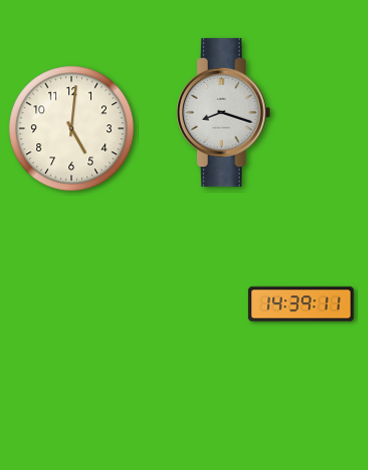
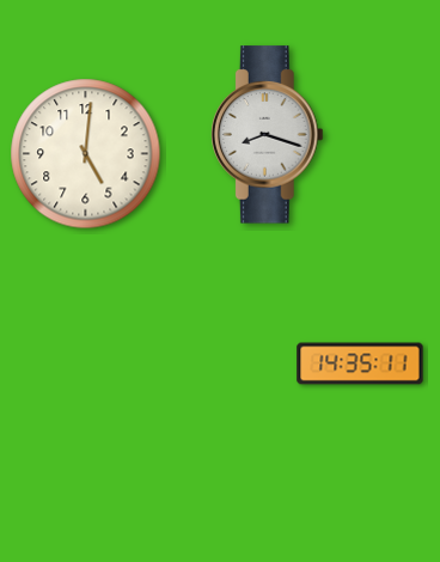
clock at (301, 304): 14:39 -> 14:35
